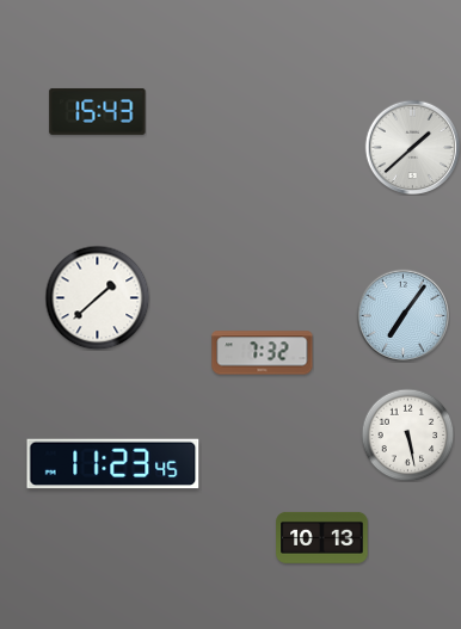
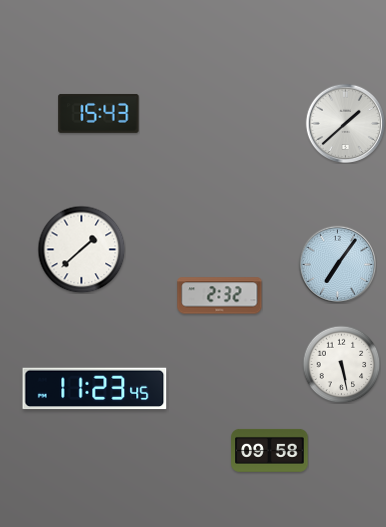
clock at (98, 111) position: (98, 111) -> (99, 113)
clock at (263, 353): 7:32 -> 2:32
clock at (322, 537): 10:13 -> 09:58
